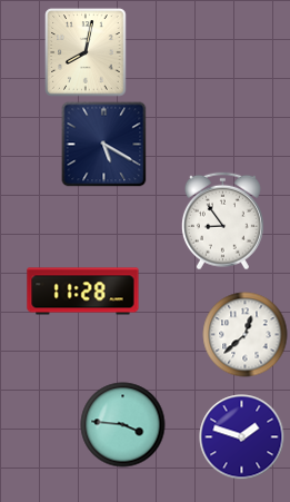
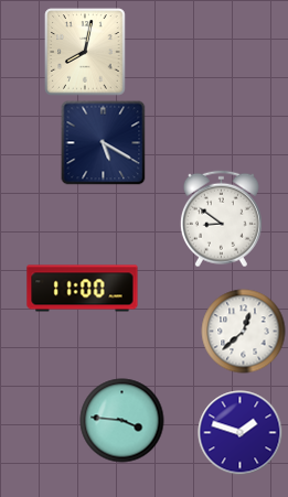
clock at (222, 222): 8:54 -> 8:51
clock at (83, 292): 11:28 -> 11:00
